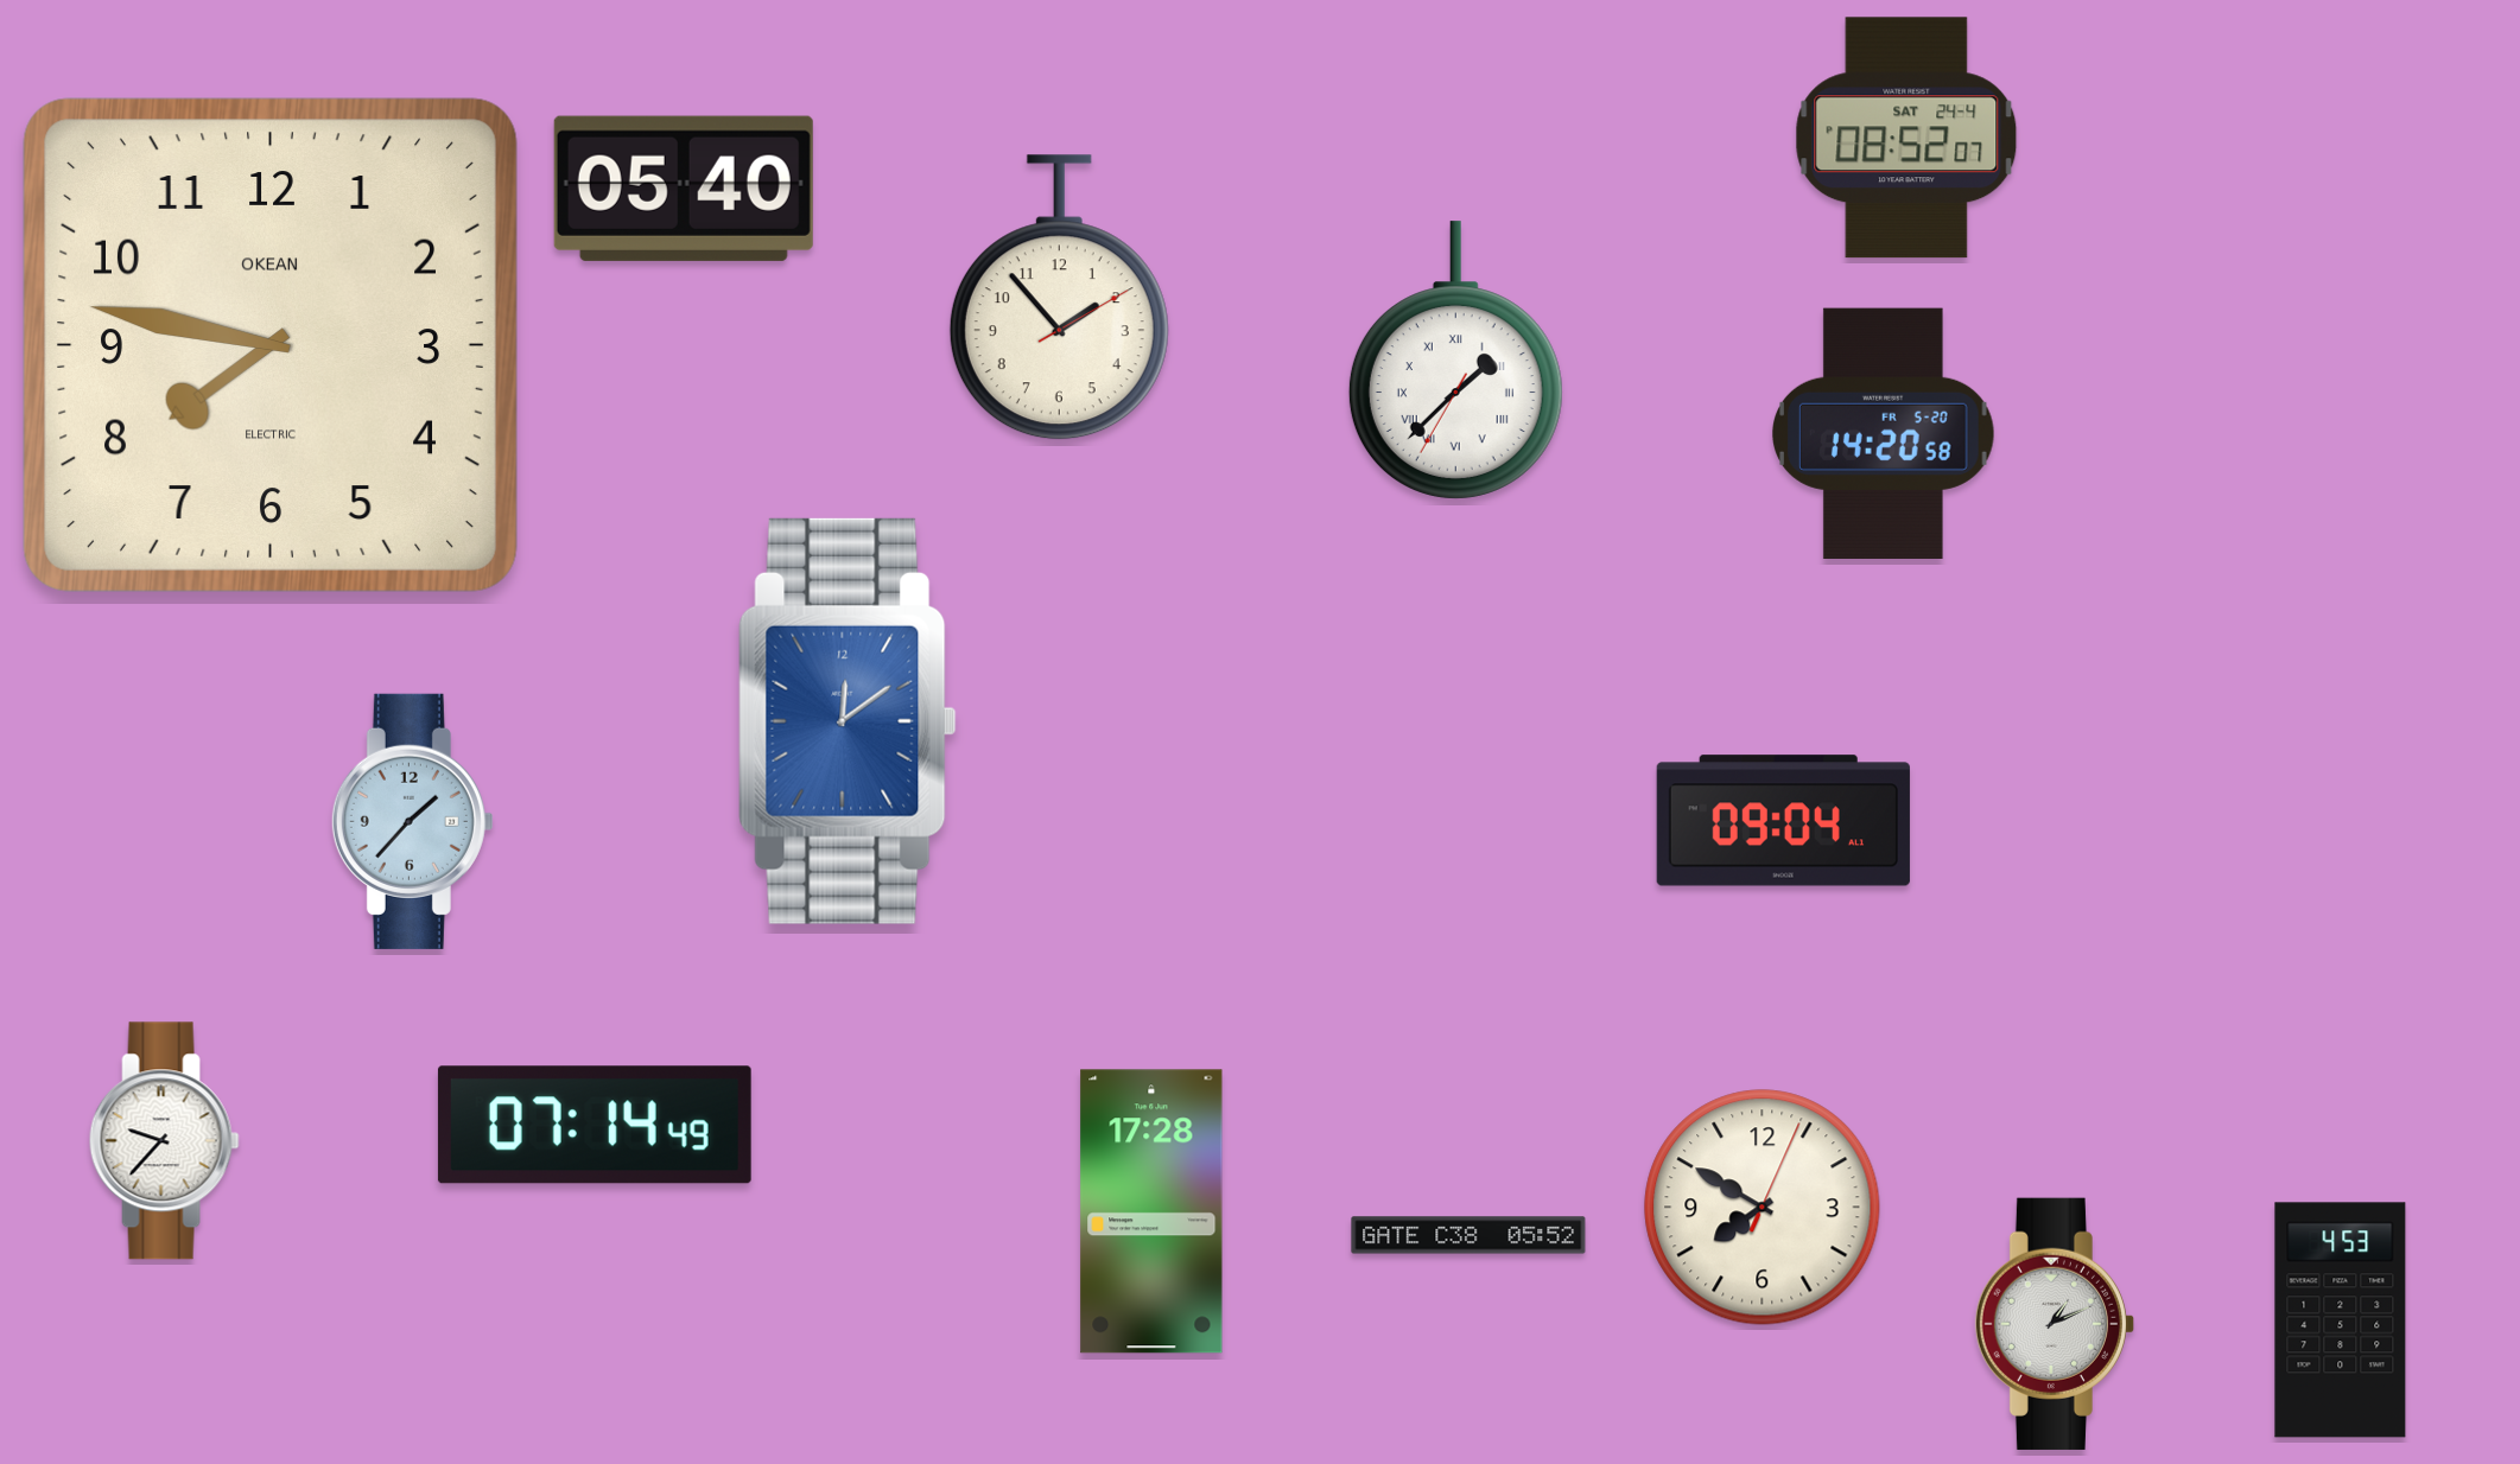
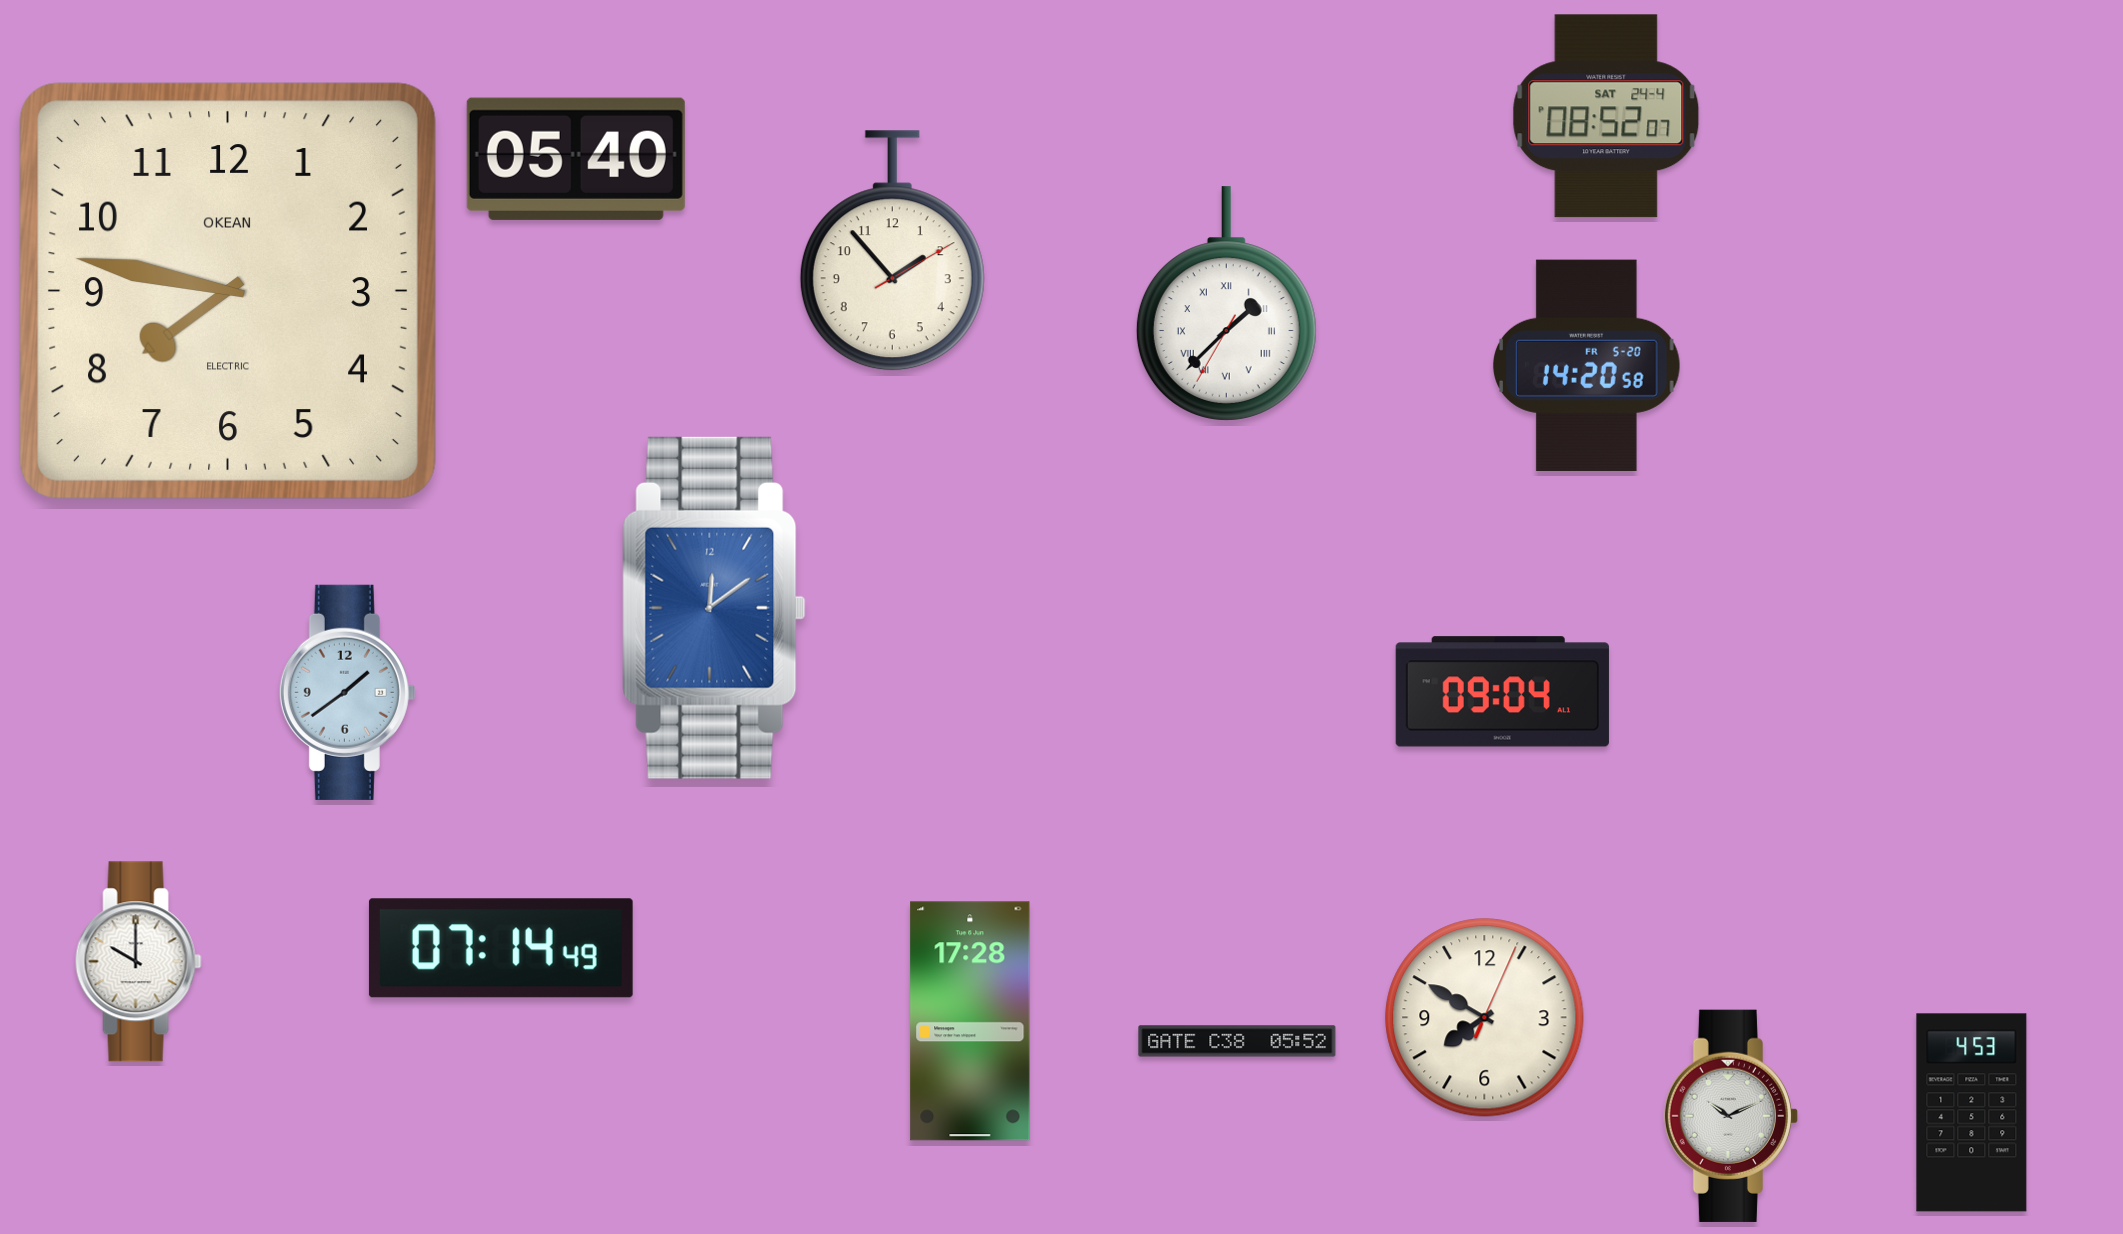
clock at (412, 821): 1:37 -> 1:39
clock at (164, 1141): 9:37 -> 10:00
clock at (2054, 1324): 1:11 -> 10:11
